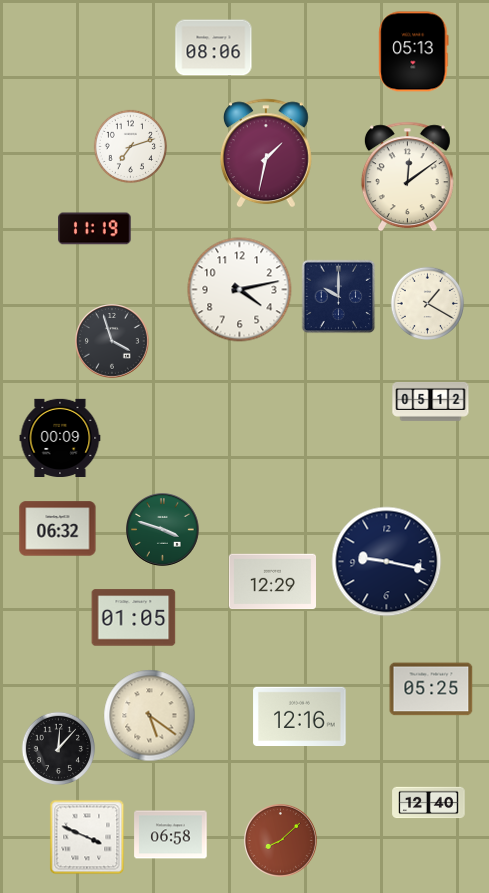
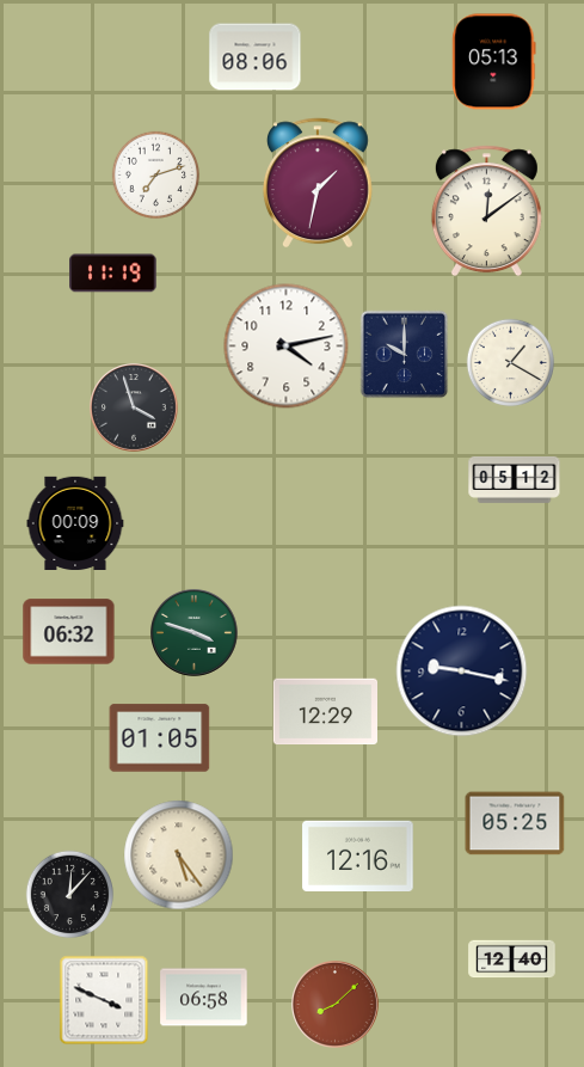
clock at (60, 437) position: (60, 437) -> (75, 522)
clock at (272, 582) position: (272, 582) -> (325, 712)
clock at (150, 716): 5:21 -> 5:24
